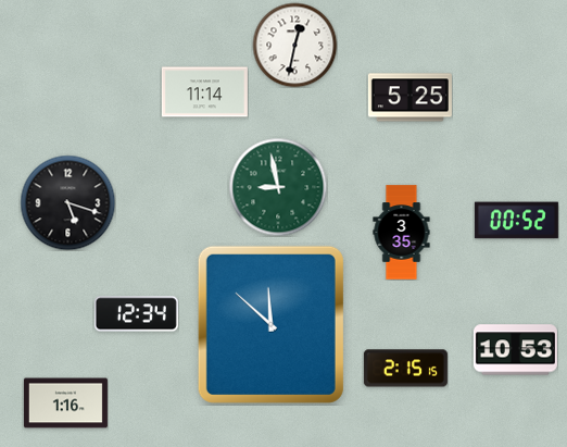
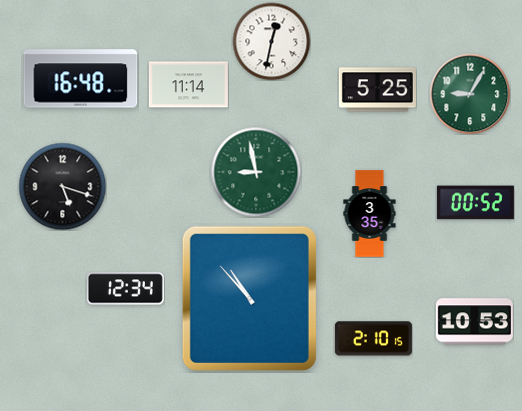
clock at (81, 79): none -> 16:48
clock at (470, 94): none -> 9:05
clock at (270, 324): 11:52 -> 10:53
clock at (405, 369): 2:15 -> 2:10
clock at (65, 403): 1:16 -> none
